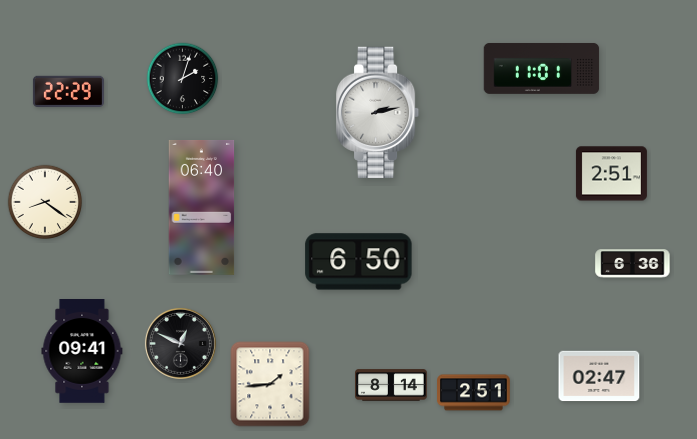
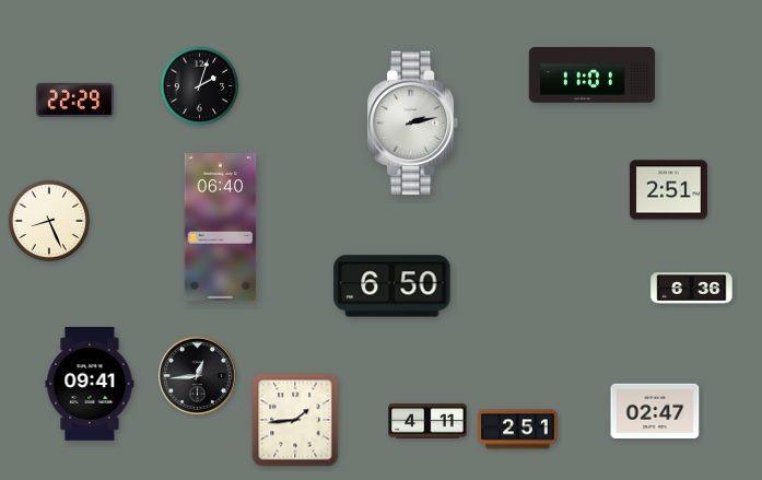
clock at (45, 202): 8:21 -> 8:26
clock at (180, 343): 12:49 -> 12:44
clock at (392, 385): 8:14 -> 4:11
